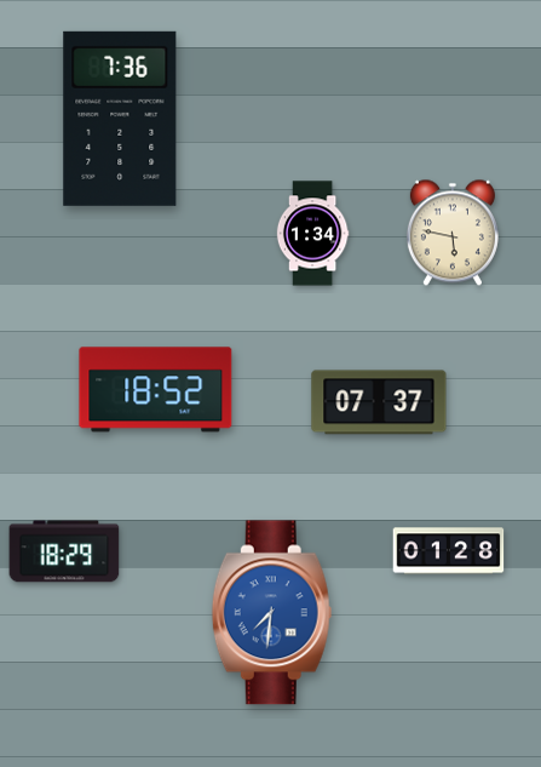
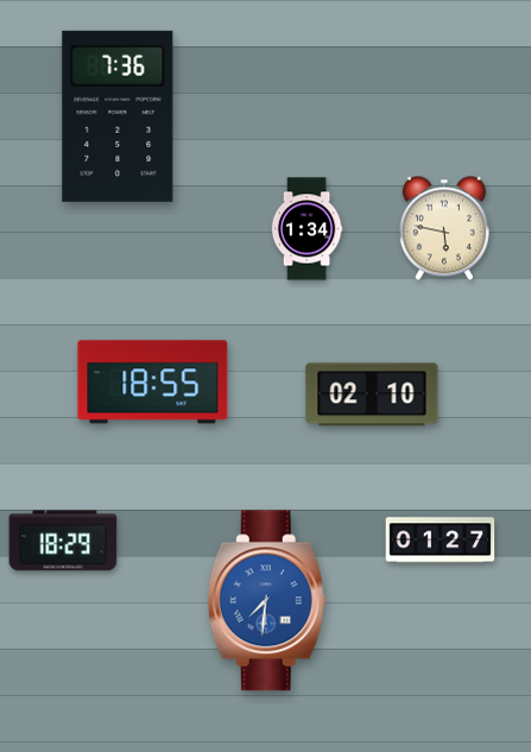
clock at (156, 390): 18:52 -> 18:55
clock at (379, 402): 07:37 -> 02:10
clock at (449, 551): 01:28 -> 01:27
